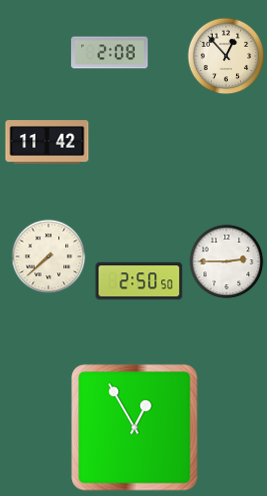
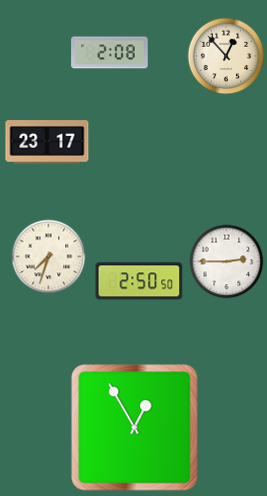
clock at (47, 142): 11:42 -> 23:17
clock at (49, 257): 7:38 -> 7:33
